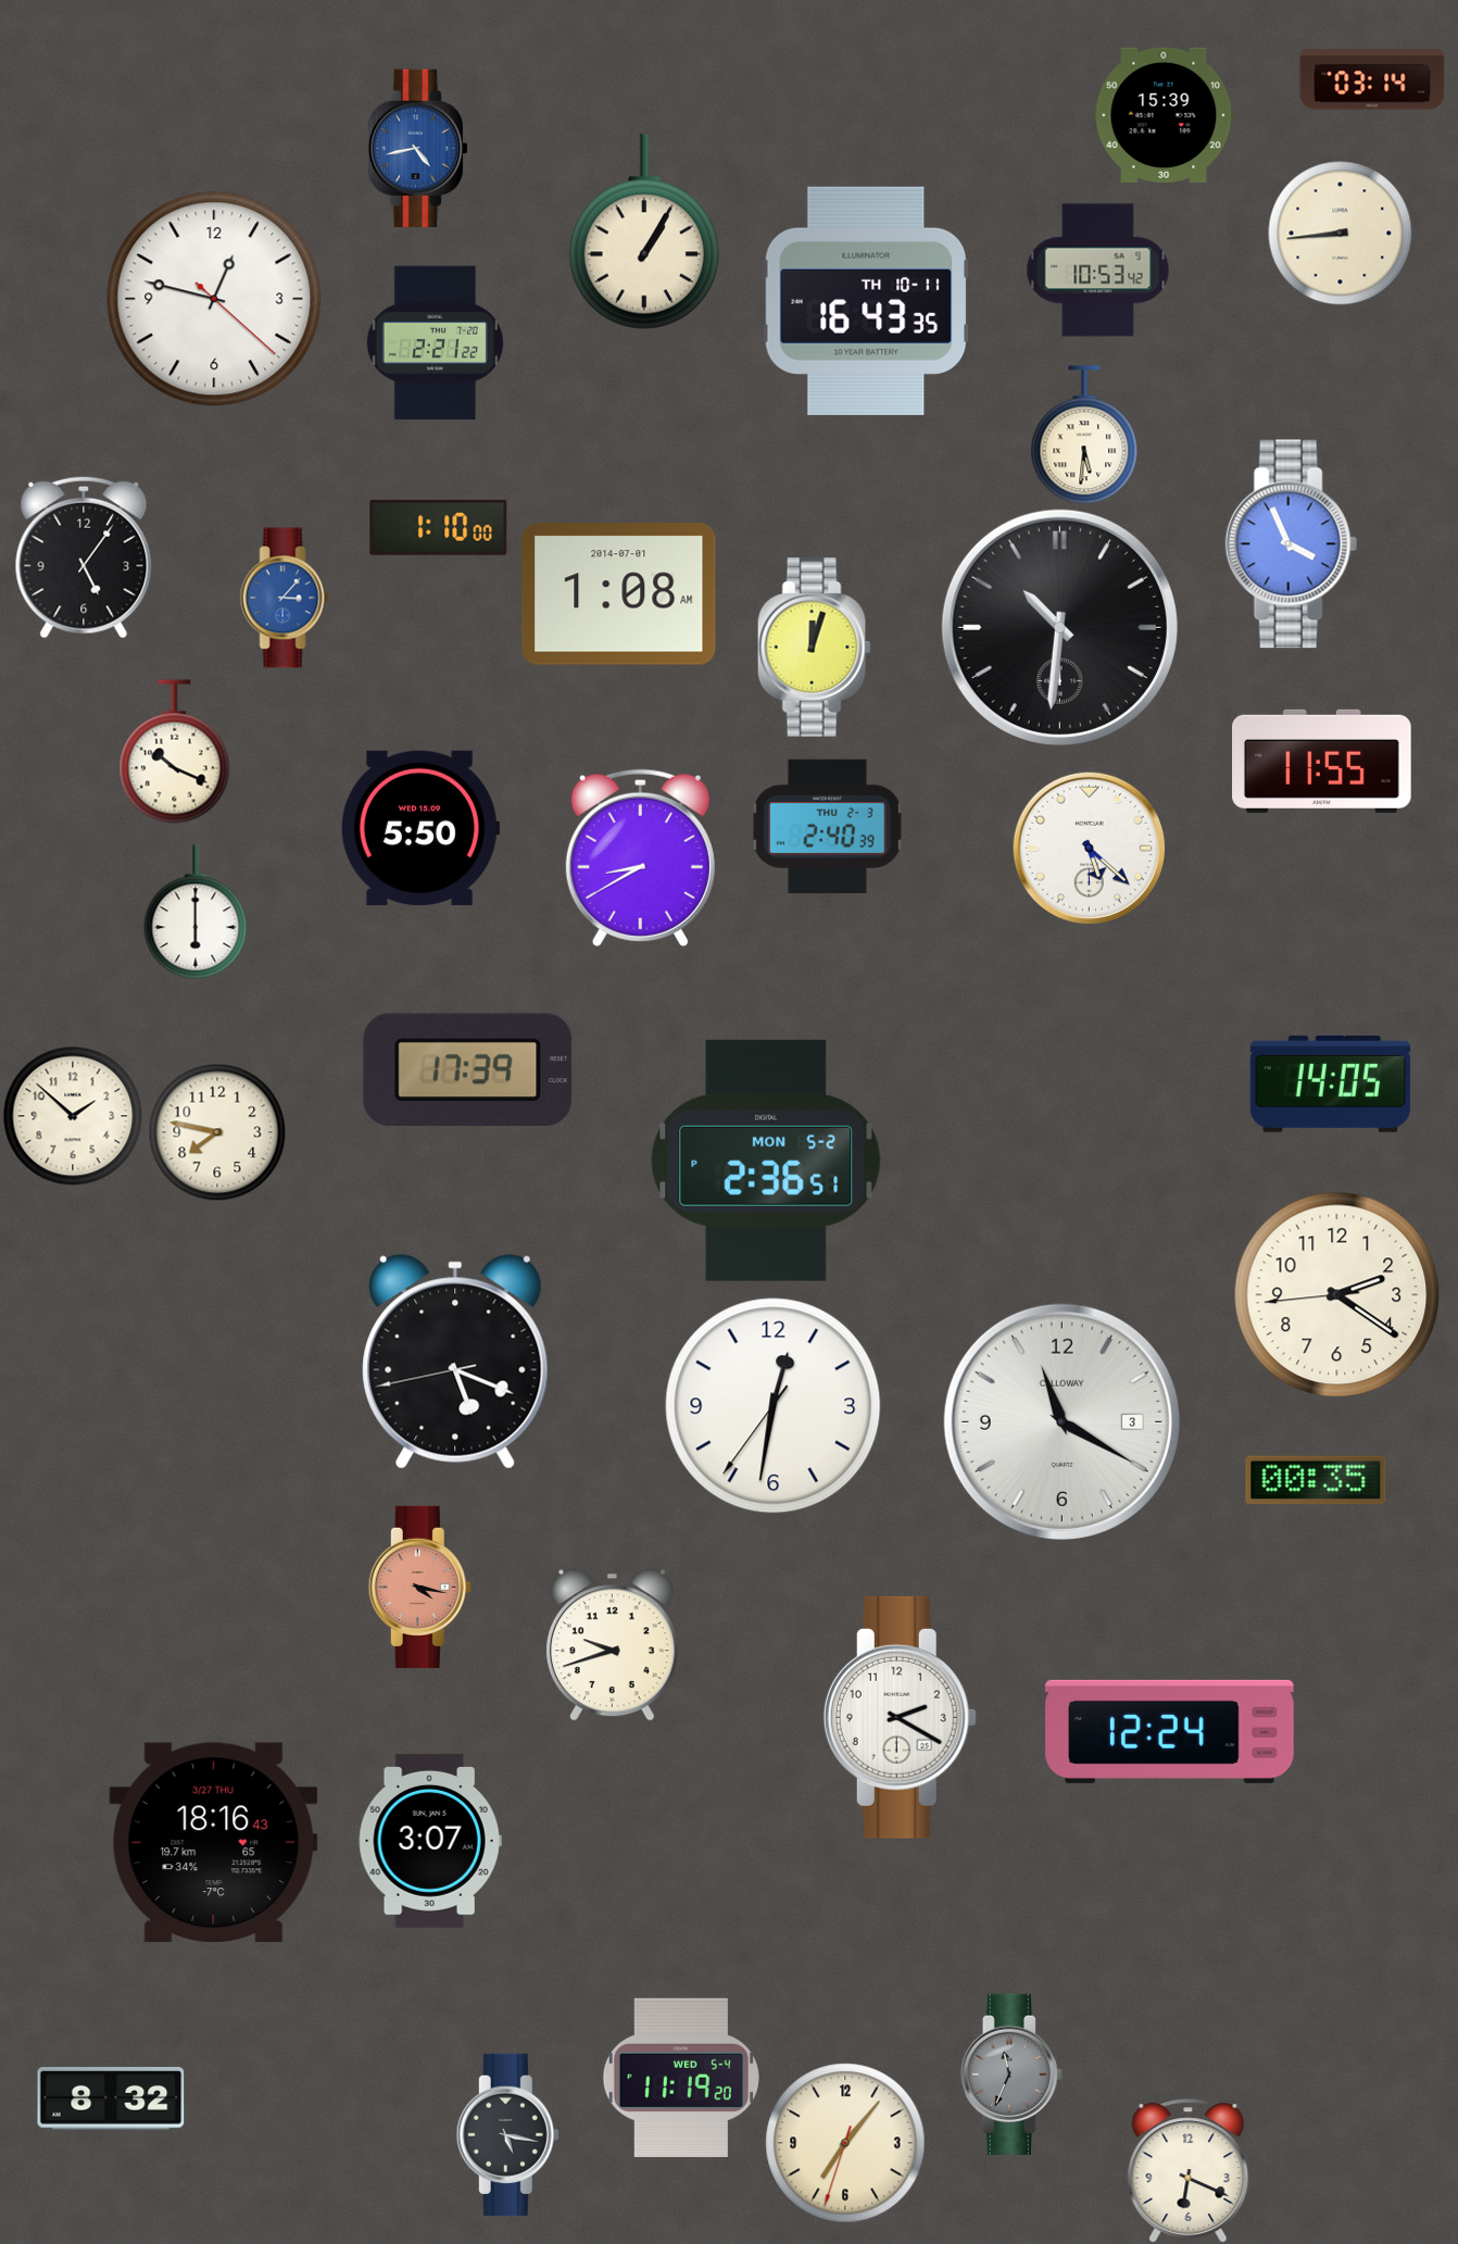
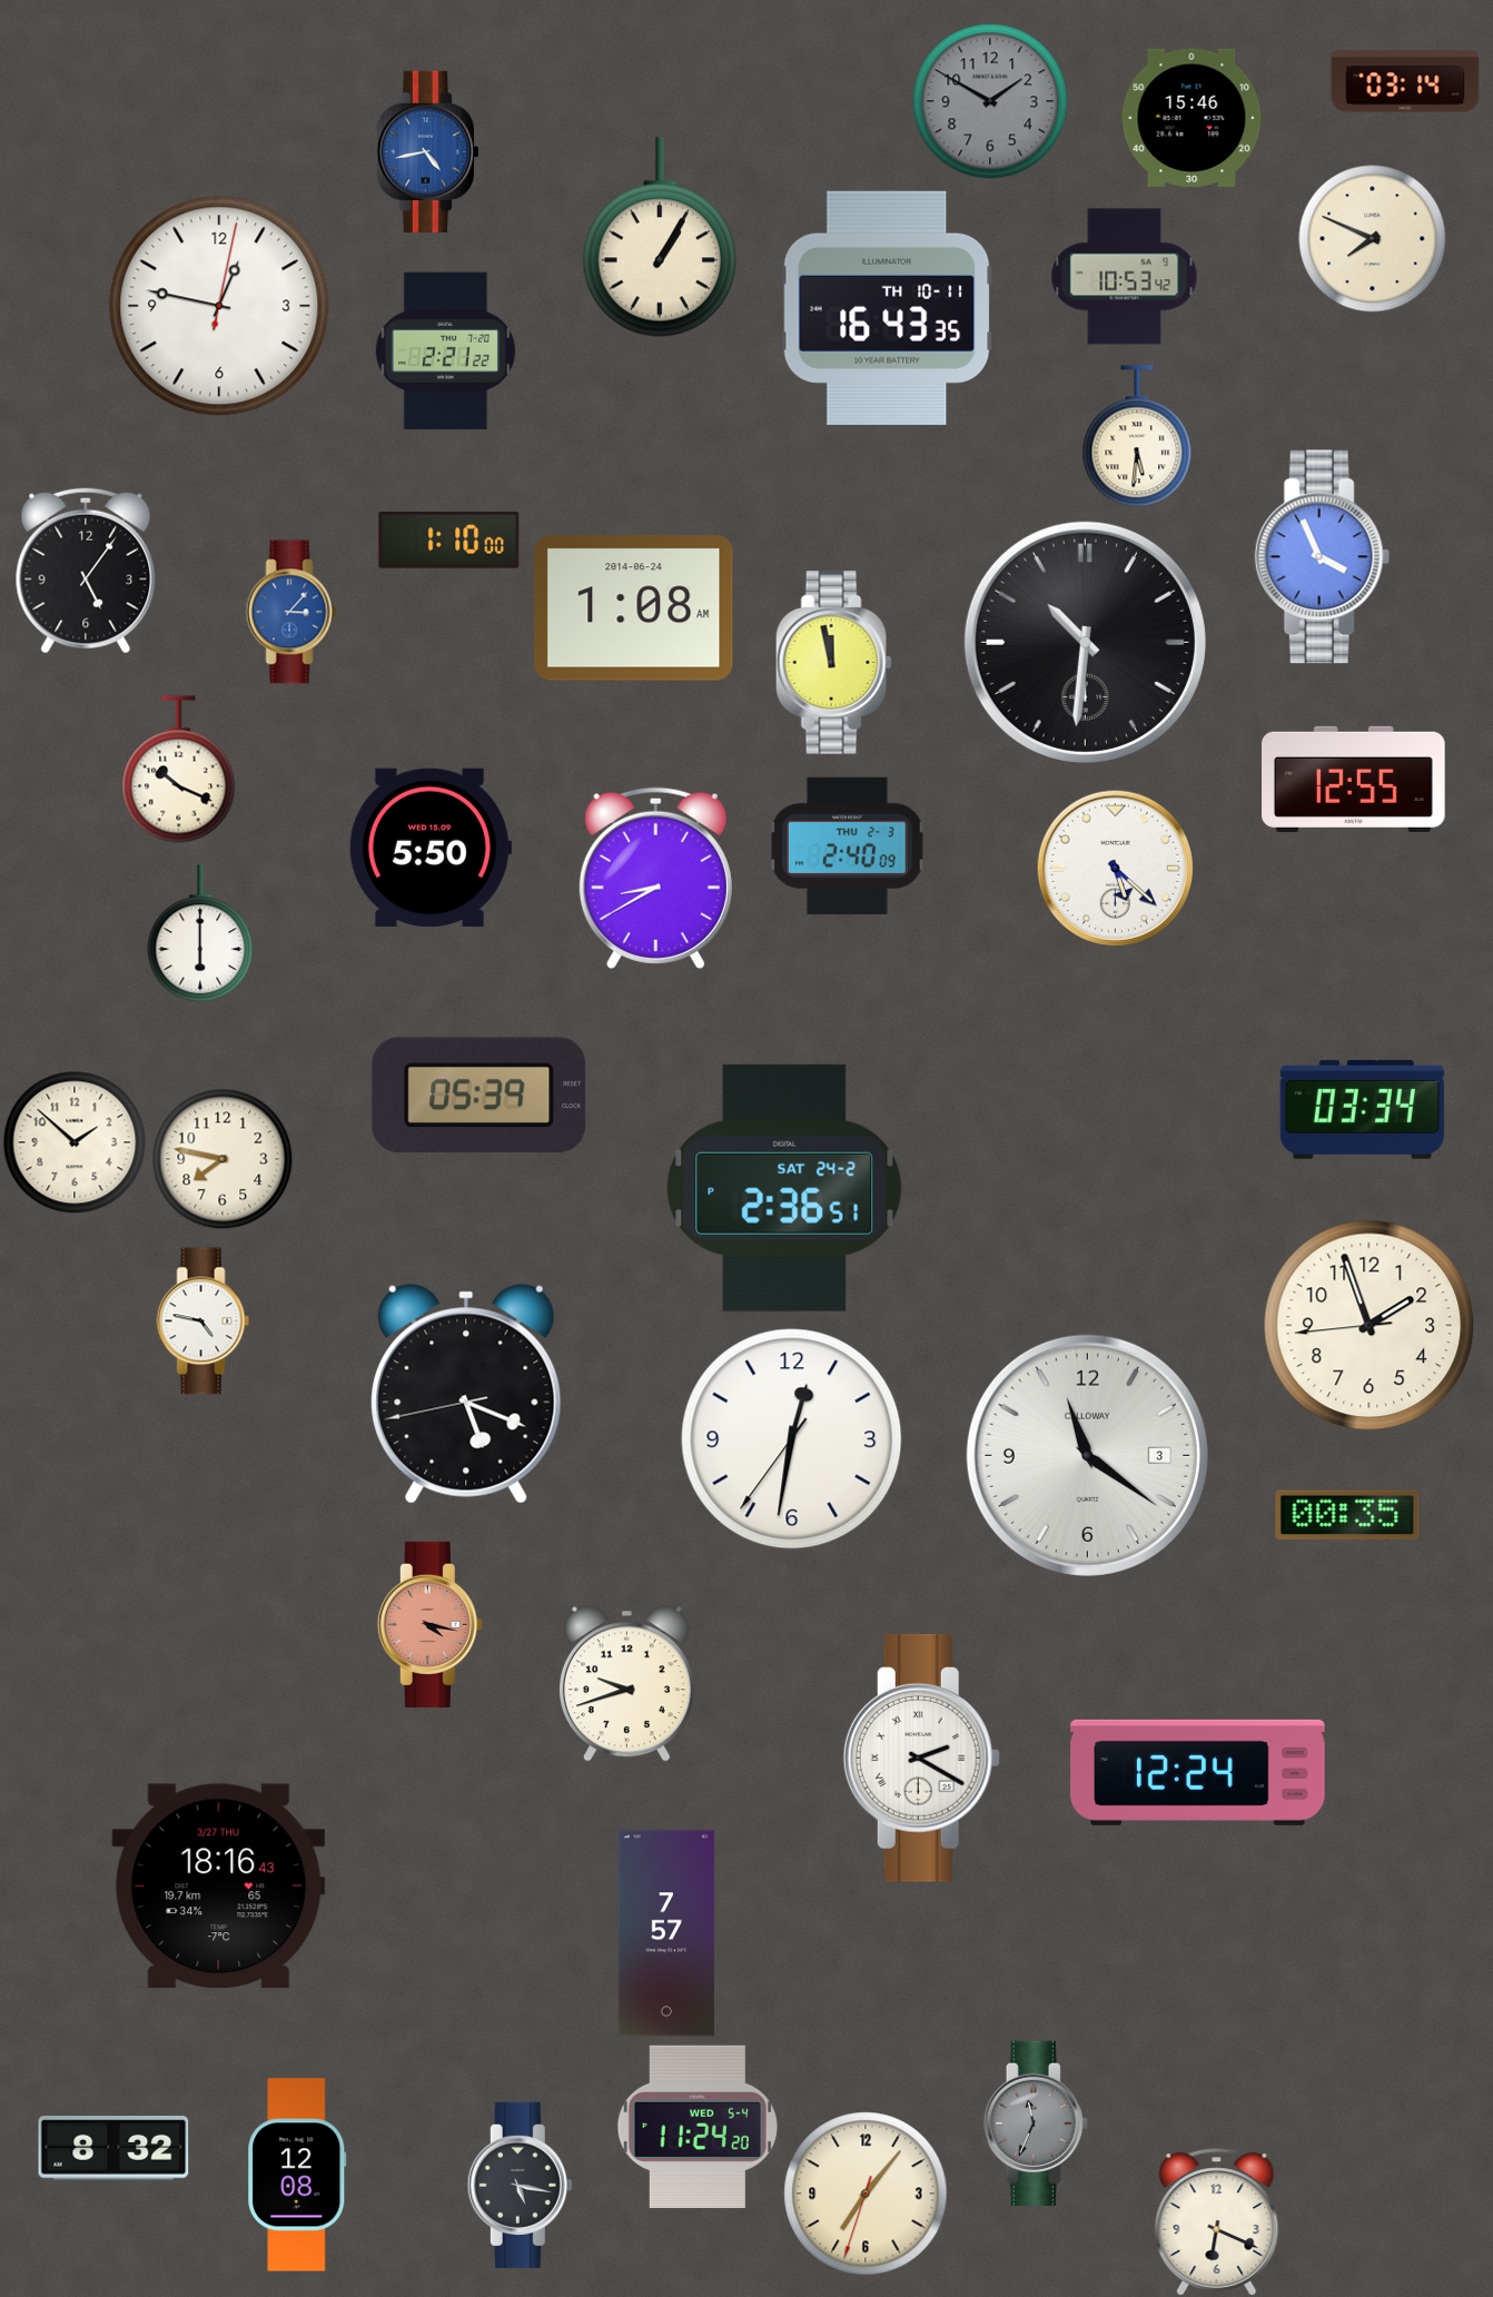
clock at (990, 101): none -> 1:50
clock at (1164, 114): 15:39 -> 15:46
clock at (1341, 234): 8:44 -> 7:49
clock at (214, 299): 12:47:22 -> 12:47:02
clock at (1084, 435) position: (1084, 435) -> (1137, 436)
clock at (619, 594) date: 2014-07-01 -> 2014-06-24
clock at (814, 648): 12:03 -> 11:58
clock at (1322, 761): 11:55 -> 12:55
clock at (828, 826): 2:40:39 -> 2:40:09
clock at (468, 1069): 17:39 -> 05:39
clock at (1330, 1083): 14:05 -> 03:34
clock at (766, 1161) date: MON 5-2 -> SAT 24-2
clock at (204, 1321): none -> 4:47
clock at (1337, 1295): 2:20 -> 1:56
clock at (1061, 1421): 11:20 -> 11:21
clock at (900, 1717) numerals: Arabic -> Roman
clock at (430, 1841): 3:07 -> none
clock at (666, 1933): none -> 7:57
clock at (681, 2078): 11:19 -> 11:24
clock at (297, 2175): none -> 12:08
